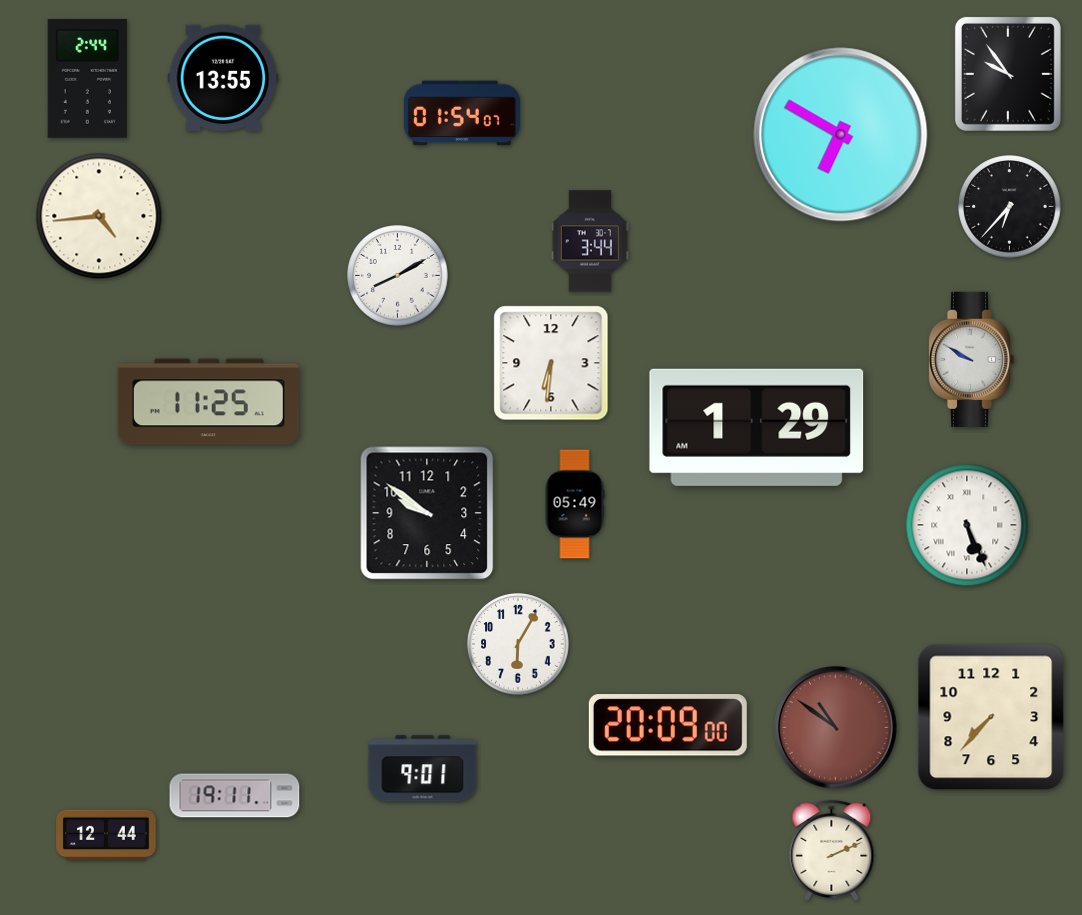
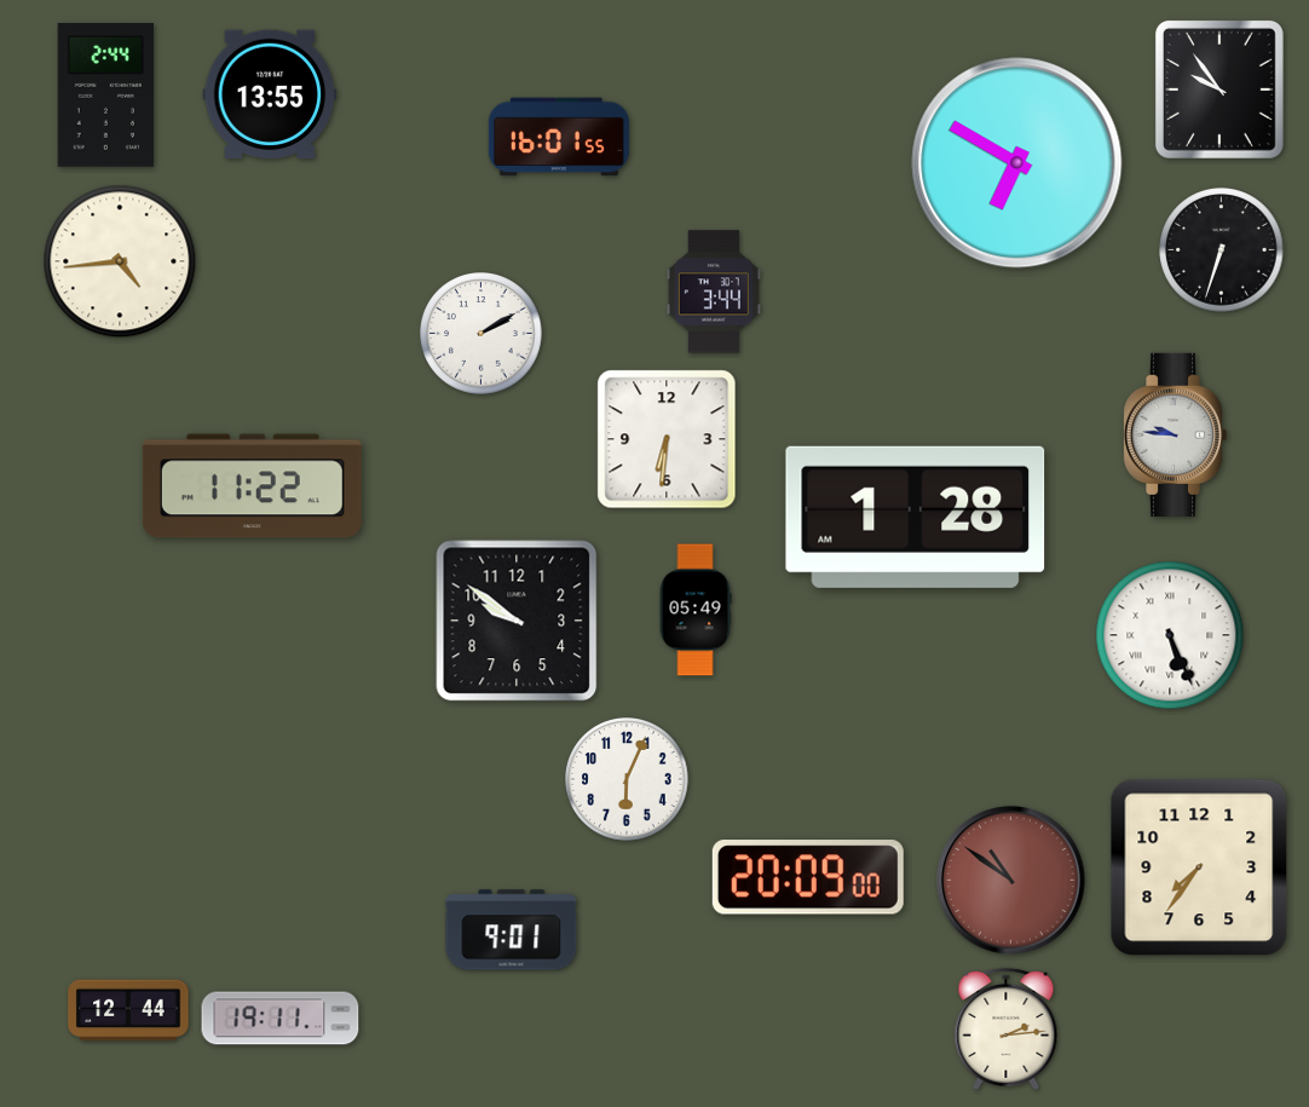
clock at (462, 113): 01:54 -> 16:01
clock at (1010, 207): 6:37 -> 6:33
clock at (398, 276): 8:10 -> 2:10
clock at (971, 359): 9:50 -> 9:46
clock at (208, 402): 11:25 -> 11:22
clock at (757, 427): 1:29 -> 1:28
clock at (518, 644): 6:05 -> 6:04
clock at (991, 717): 7:37 -> 7:36
clock at (235, 796) position: (235, 796) -> (281, 1019)
clock at (832, 850): 2:11 -> 2:14
